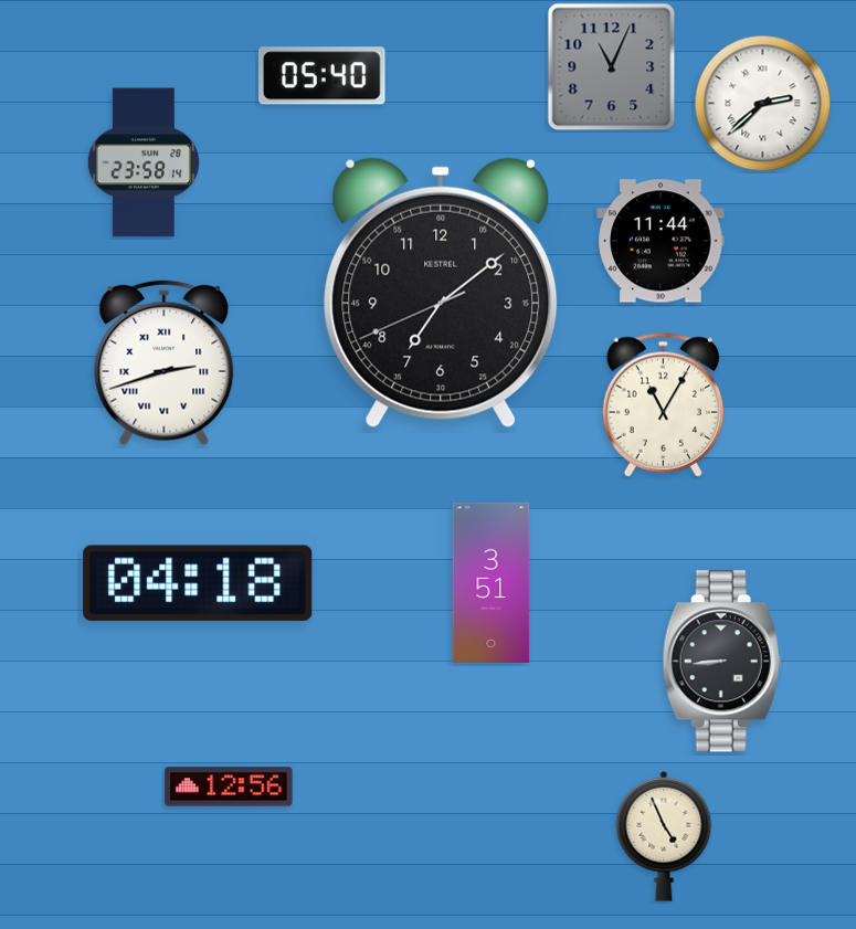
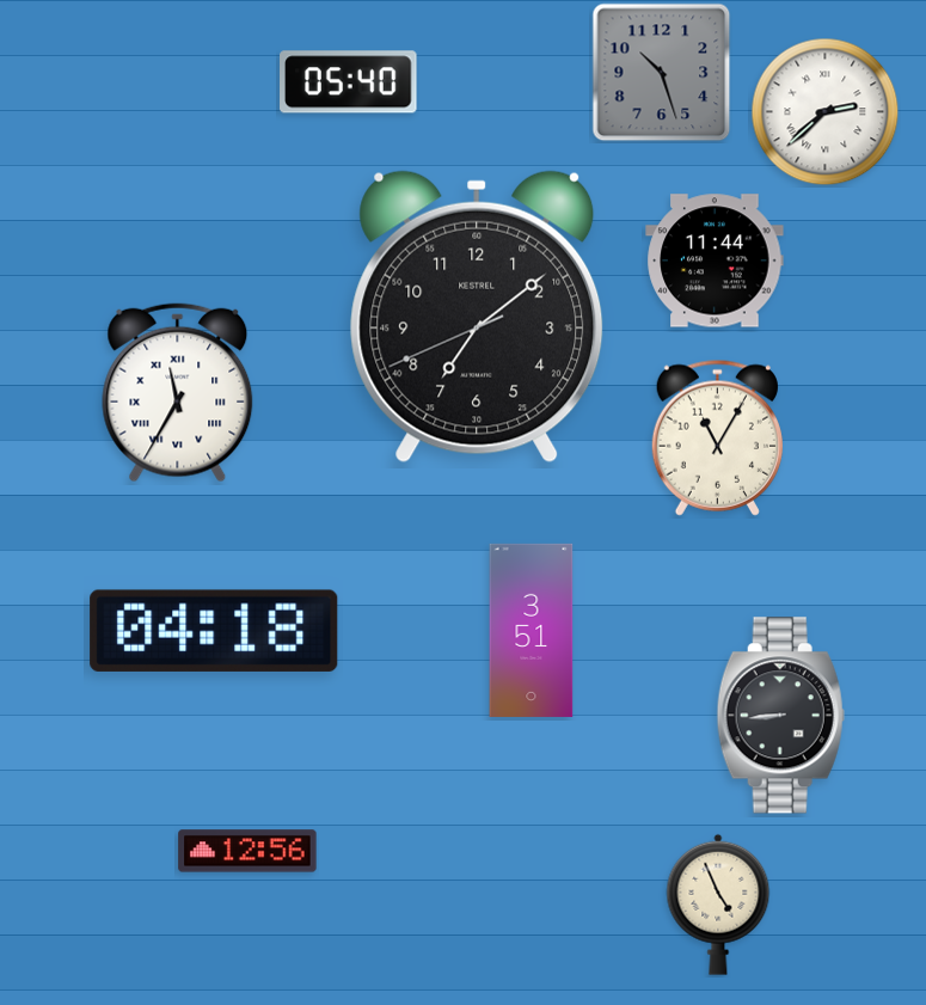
clock at (612, 67): 11:04 -> 10:27
clock at (144, 162): 23:58 -> none
clock at (165, 363): 2:42 -> 11:35
